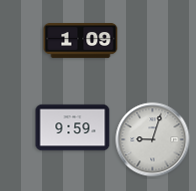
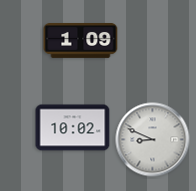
clock at (73, 128): 9:59 -> 10:02
clock at (153, 140): 9:03 -> 8:49
